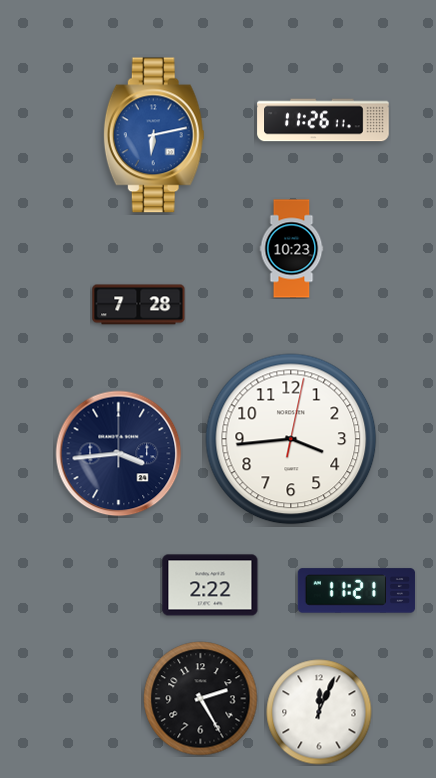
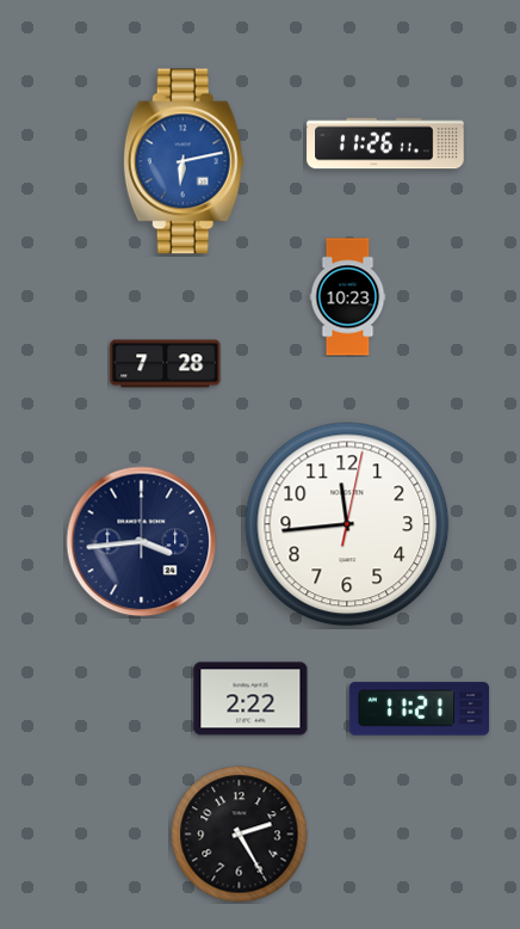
clock at (291, 439): 3:44 -> 11:44
clock at (357, 591) position: (357, 591) -> (420, 709)
clock at (319, 712): 12:04 -> none
